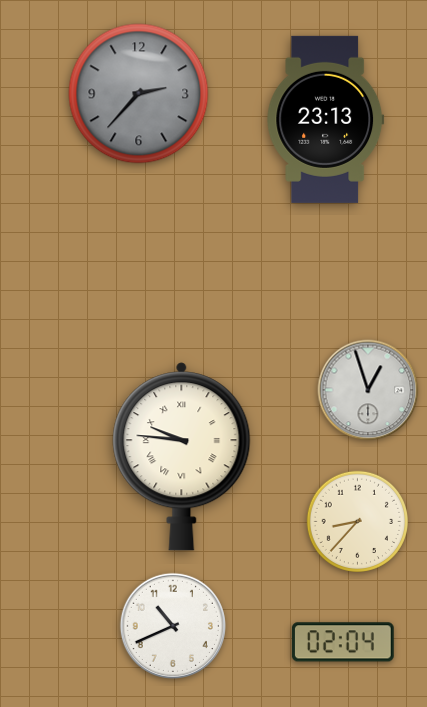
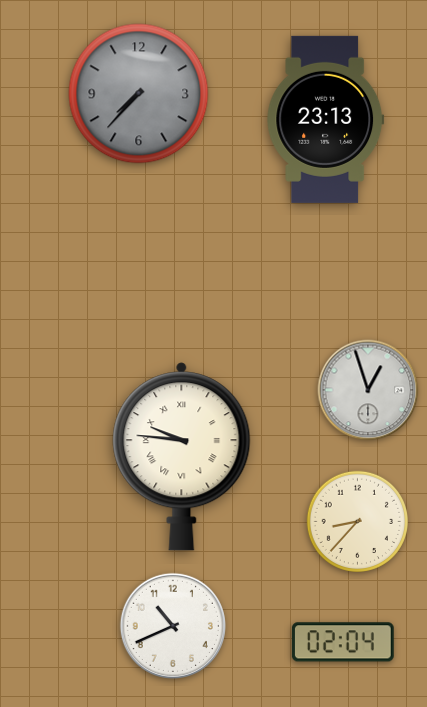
clock at (139, 94): 2:37 -> 7:37
